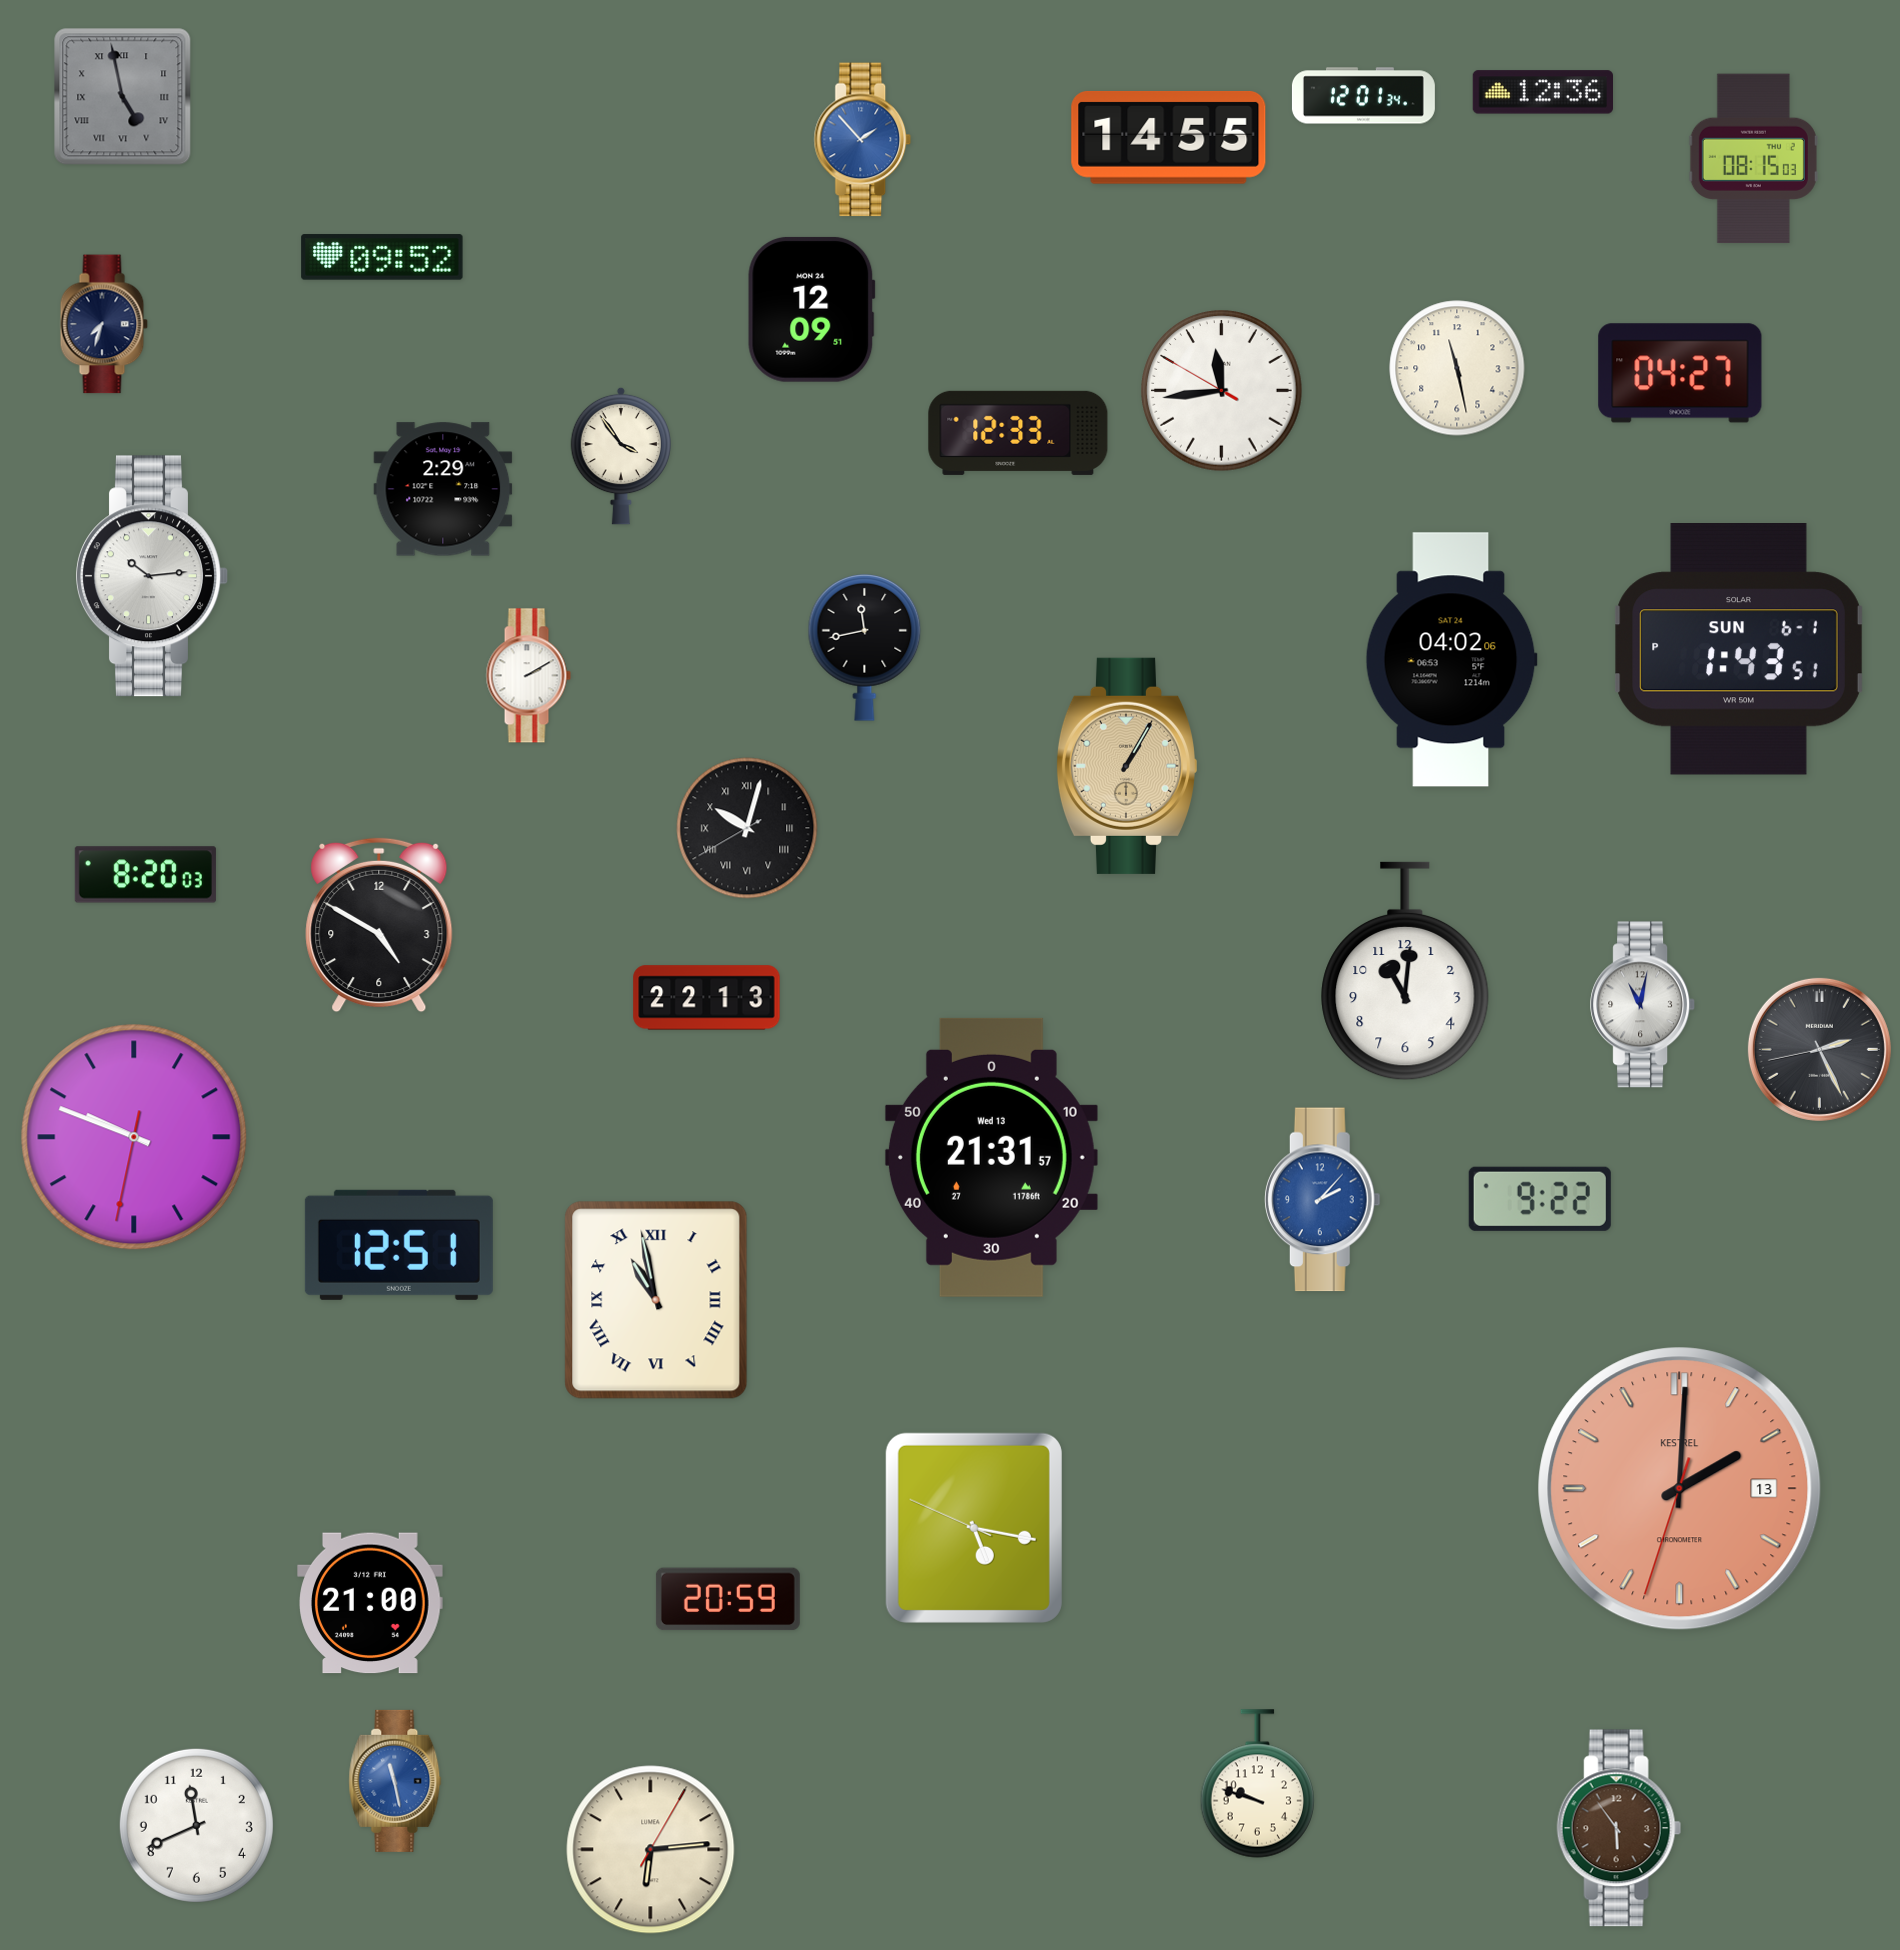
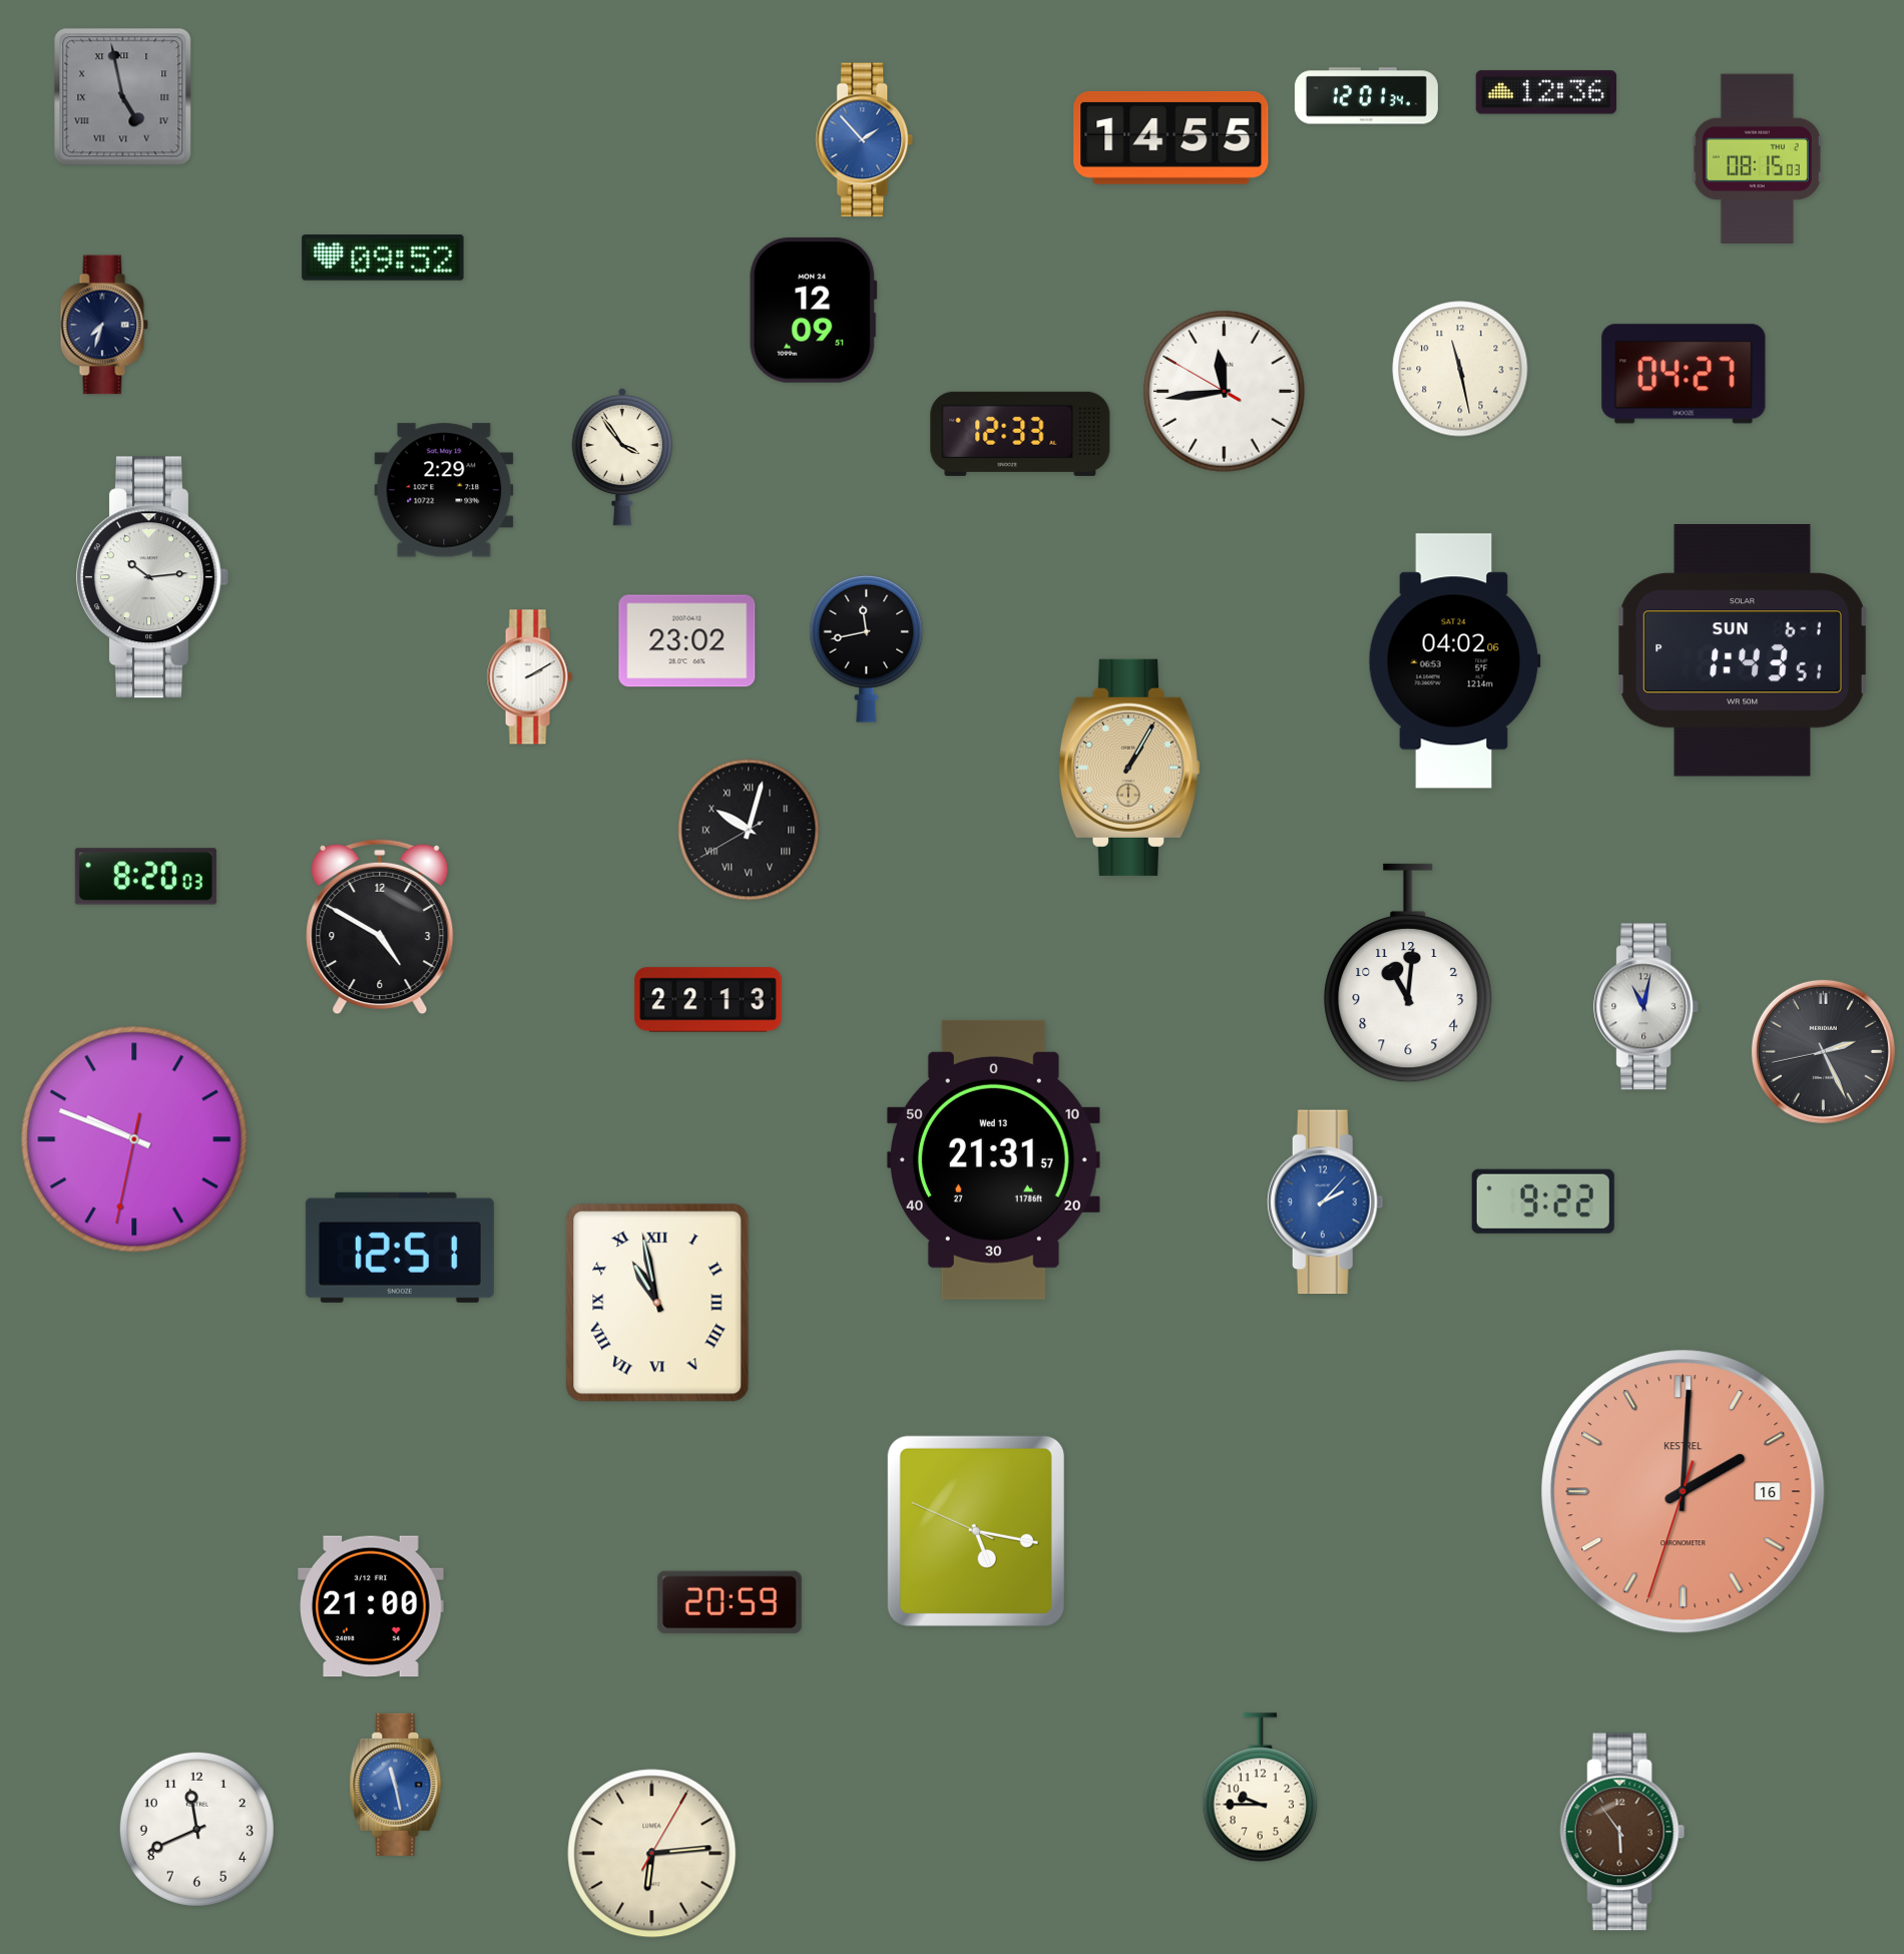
clock at (687, 641): none -> 23:02
clock at (1680, 1489) date: 13 -> 16
clock at (1257, 1784): 9:48 -> 9:45
